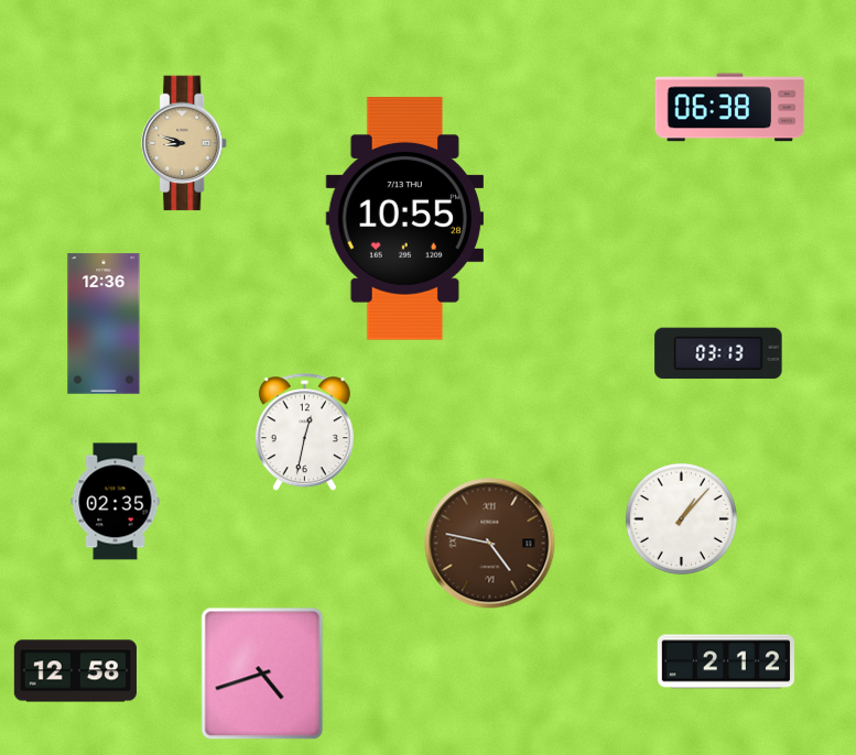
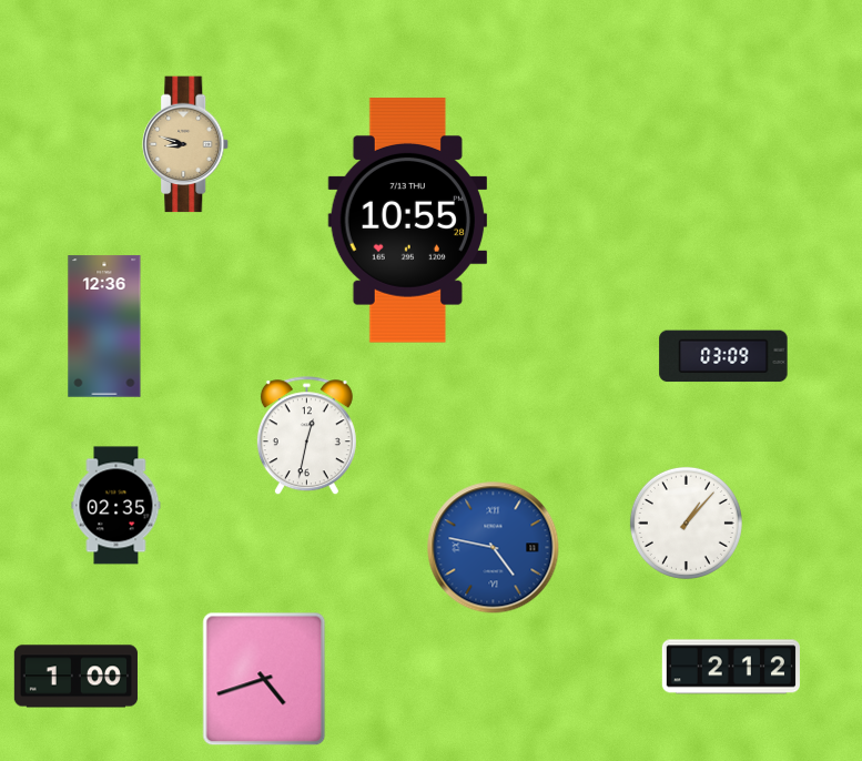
clock at (730, 108): 06:38 -> none
clock at (718, 353): 03:13 -> 03:09
clock at (490, 544) dial: brown -> blue
clock at (75, 671): 12:58 -> 1:00
